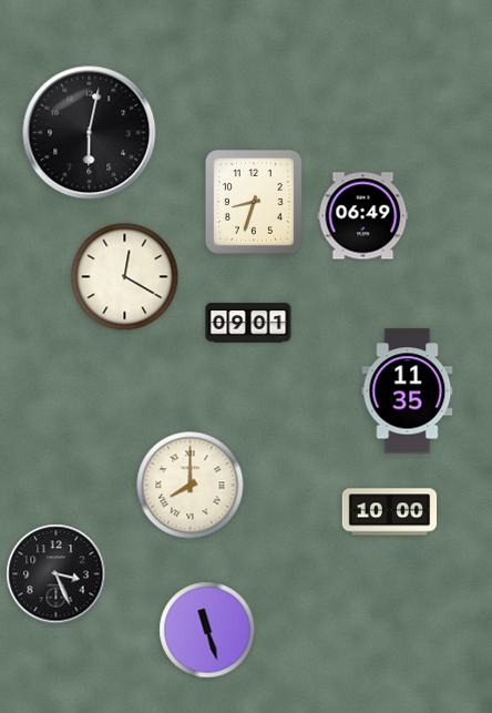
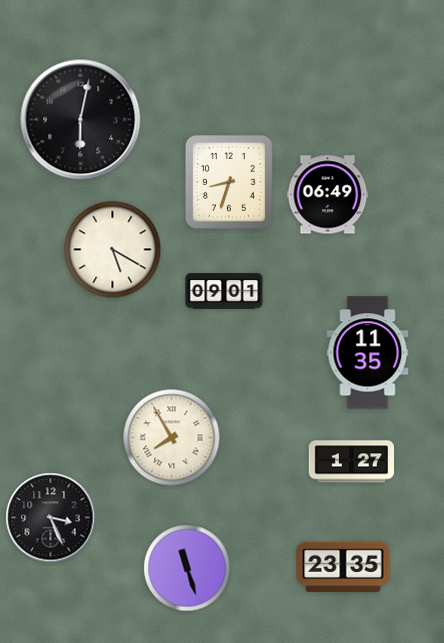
clock at (125, 277): 12:20 -> 5:20
clock at (191, 486): 8:00 -> 7:55
clock at (390, 512): 10:00 -> 1:27
clock at (343, 567): none -> 23:35
